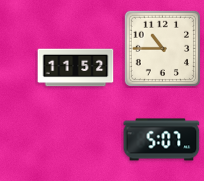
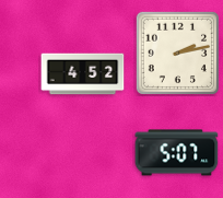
clock at (162, 48): 10:45 -> 2:13
clock at (76, 68): 11:52 -> 4:52
